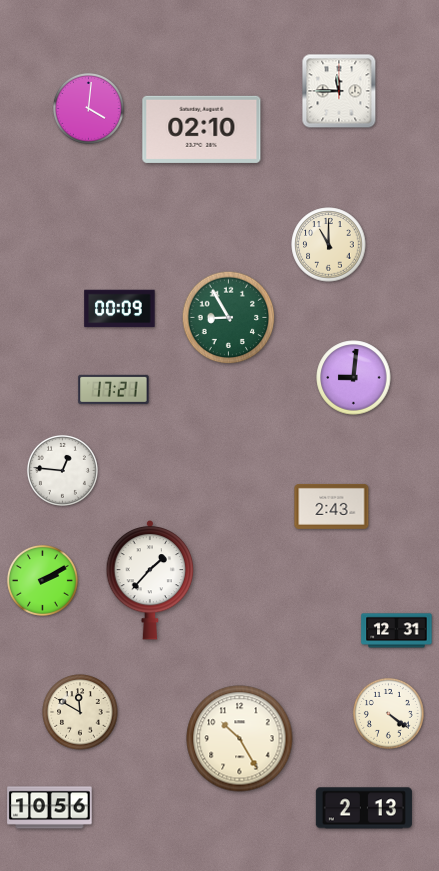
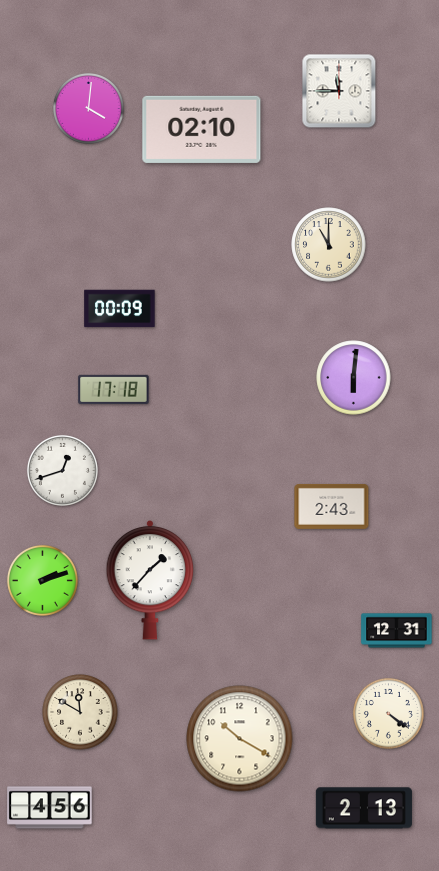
clock at (229, 318): 8:55 -> none
clock at (354, 378): 9:01 -> 6:01
clock at (114, 389): 17:21 -> 17:18
clock at (62, 470): 12:46 -> 12:42
clock at (42, 580): 2:10 -> 2:12
clock at (240, 739): 10:25 -> 10:20
clock at (50, 808): 10:56 -> 4:56
